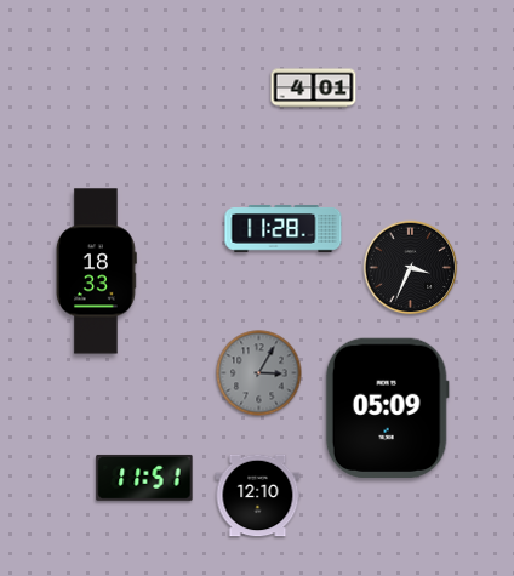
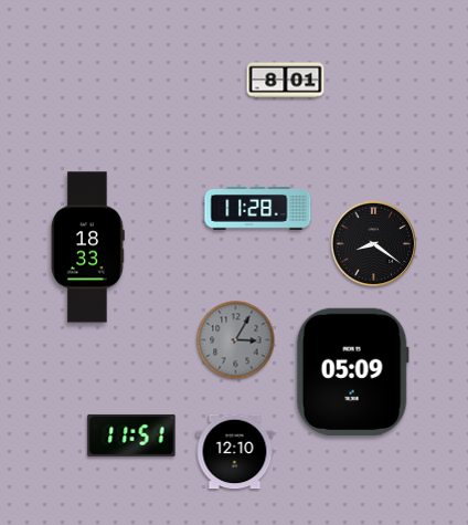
clock at (314, 89): 4:01 -> 8:01
clock at (411, 268): 3:34 -> 8:21
